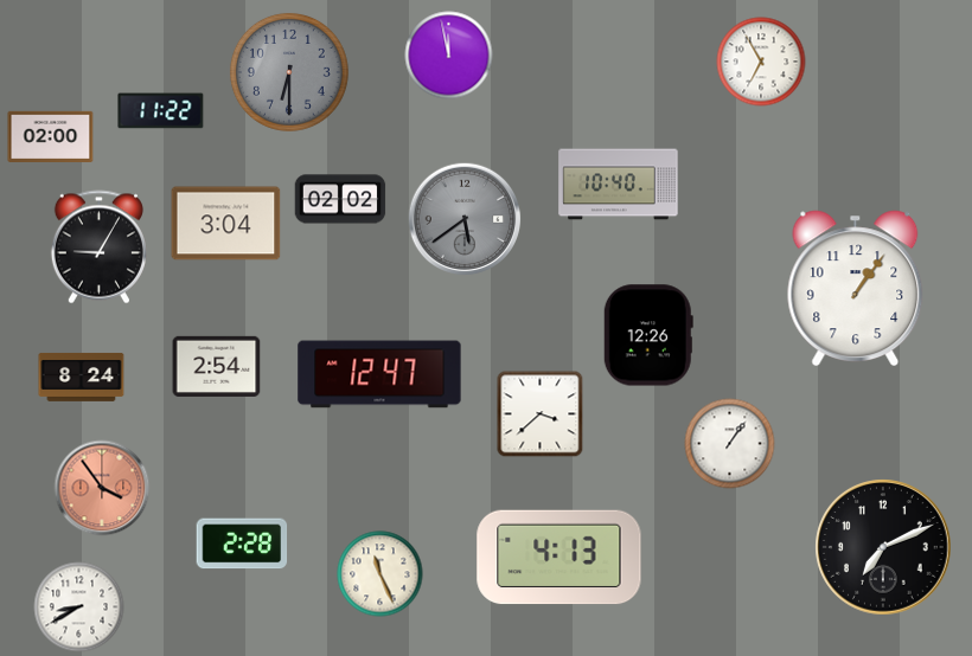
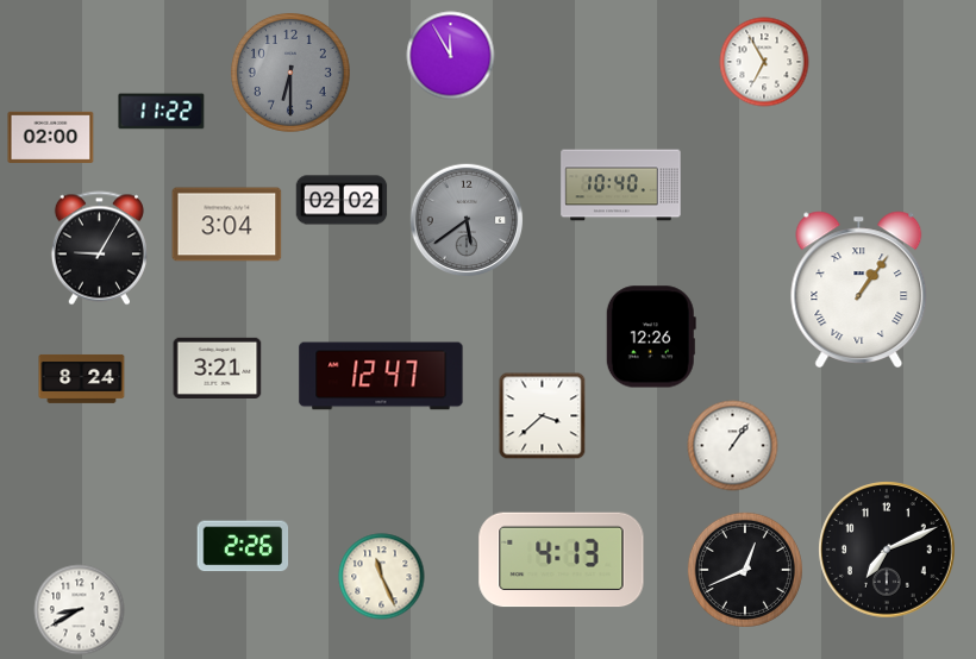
clock at (449, 56): 11:58 -> 11:55
clock at (856, 288) numerals: Arabic -> Roman
clock at (217, 366): 2:54 -> 3:21
clock at (102, 488): 3:54 -> none
clock at (242, 544): 2:28 -> 2:26
clock at (745, 570): none -> 12:41
